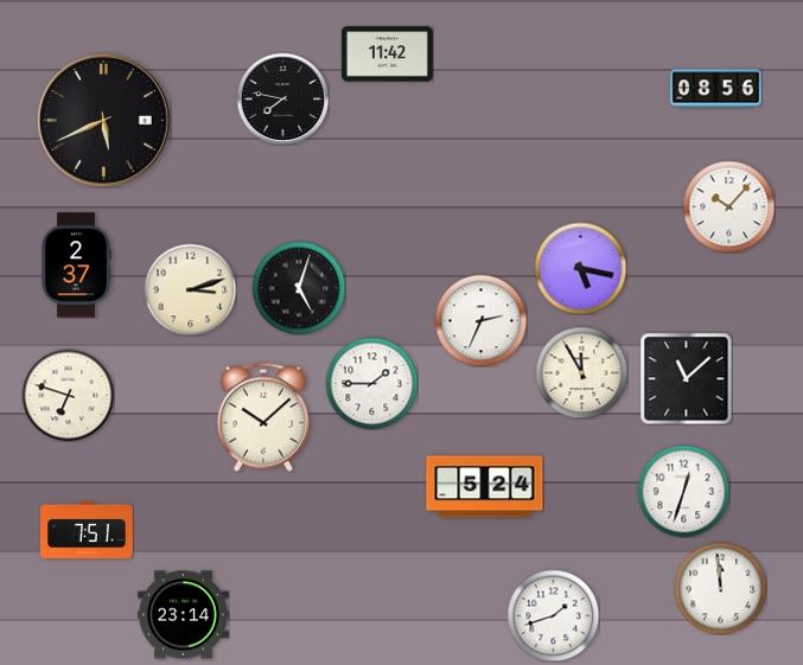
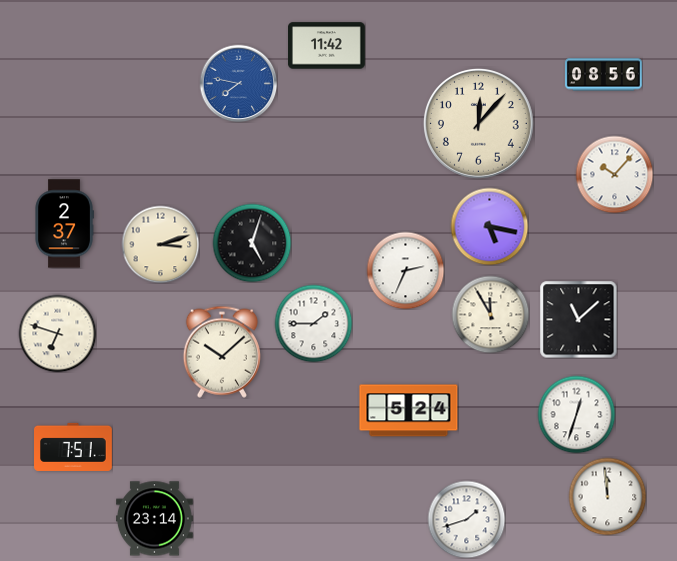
clock at (282, 98) dial: black -> blue
clock at (103, 120): 5:41 -> none
clock at (478, 123): none -> 12:07
